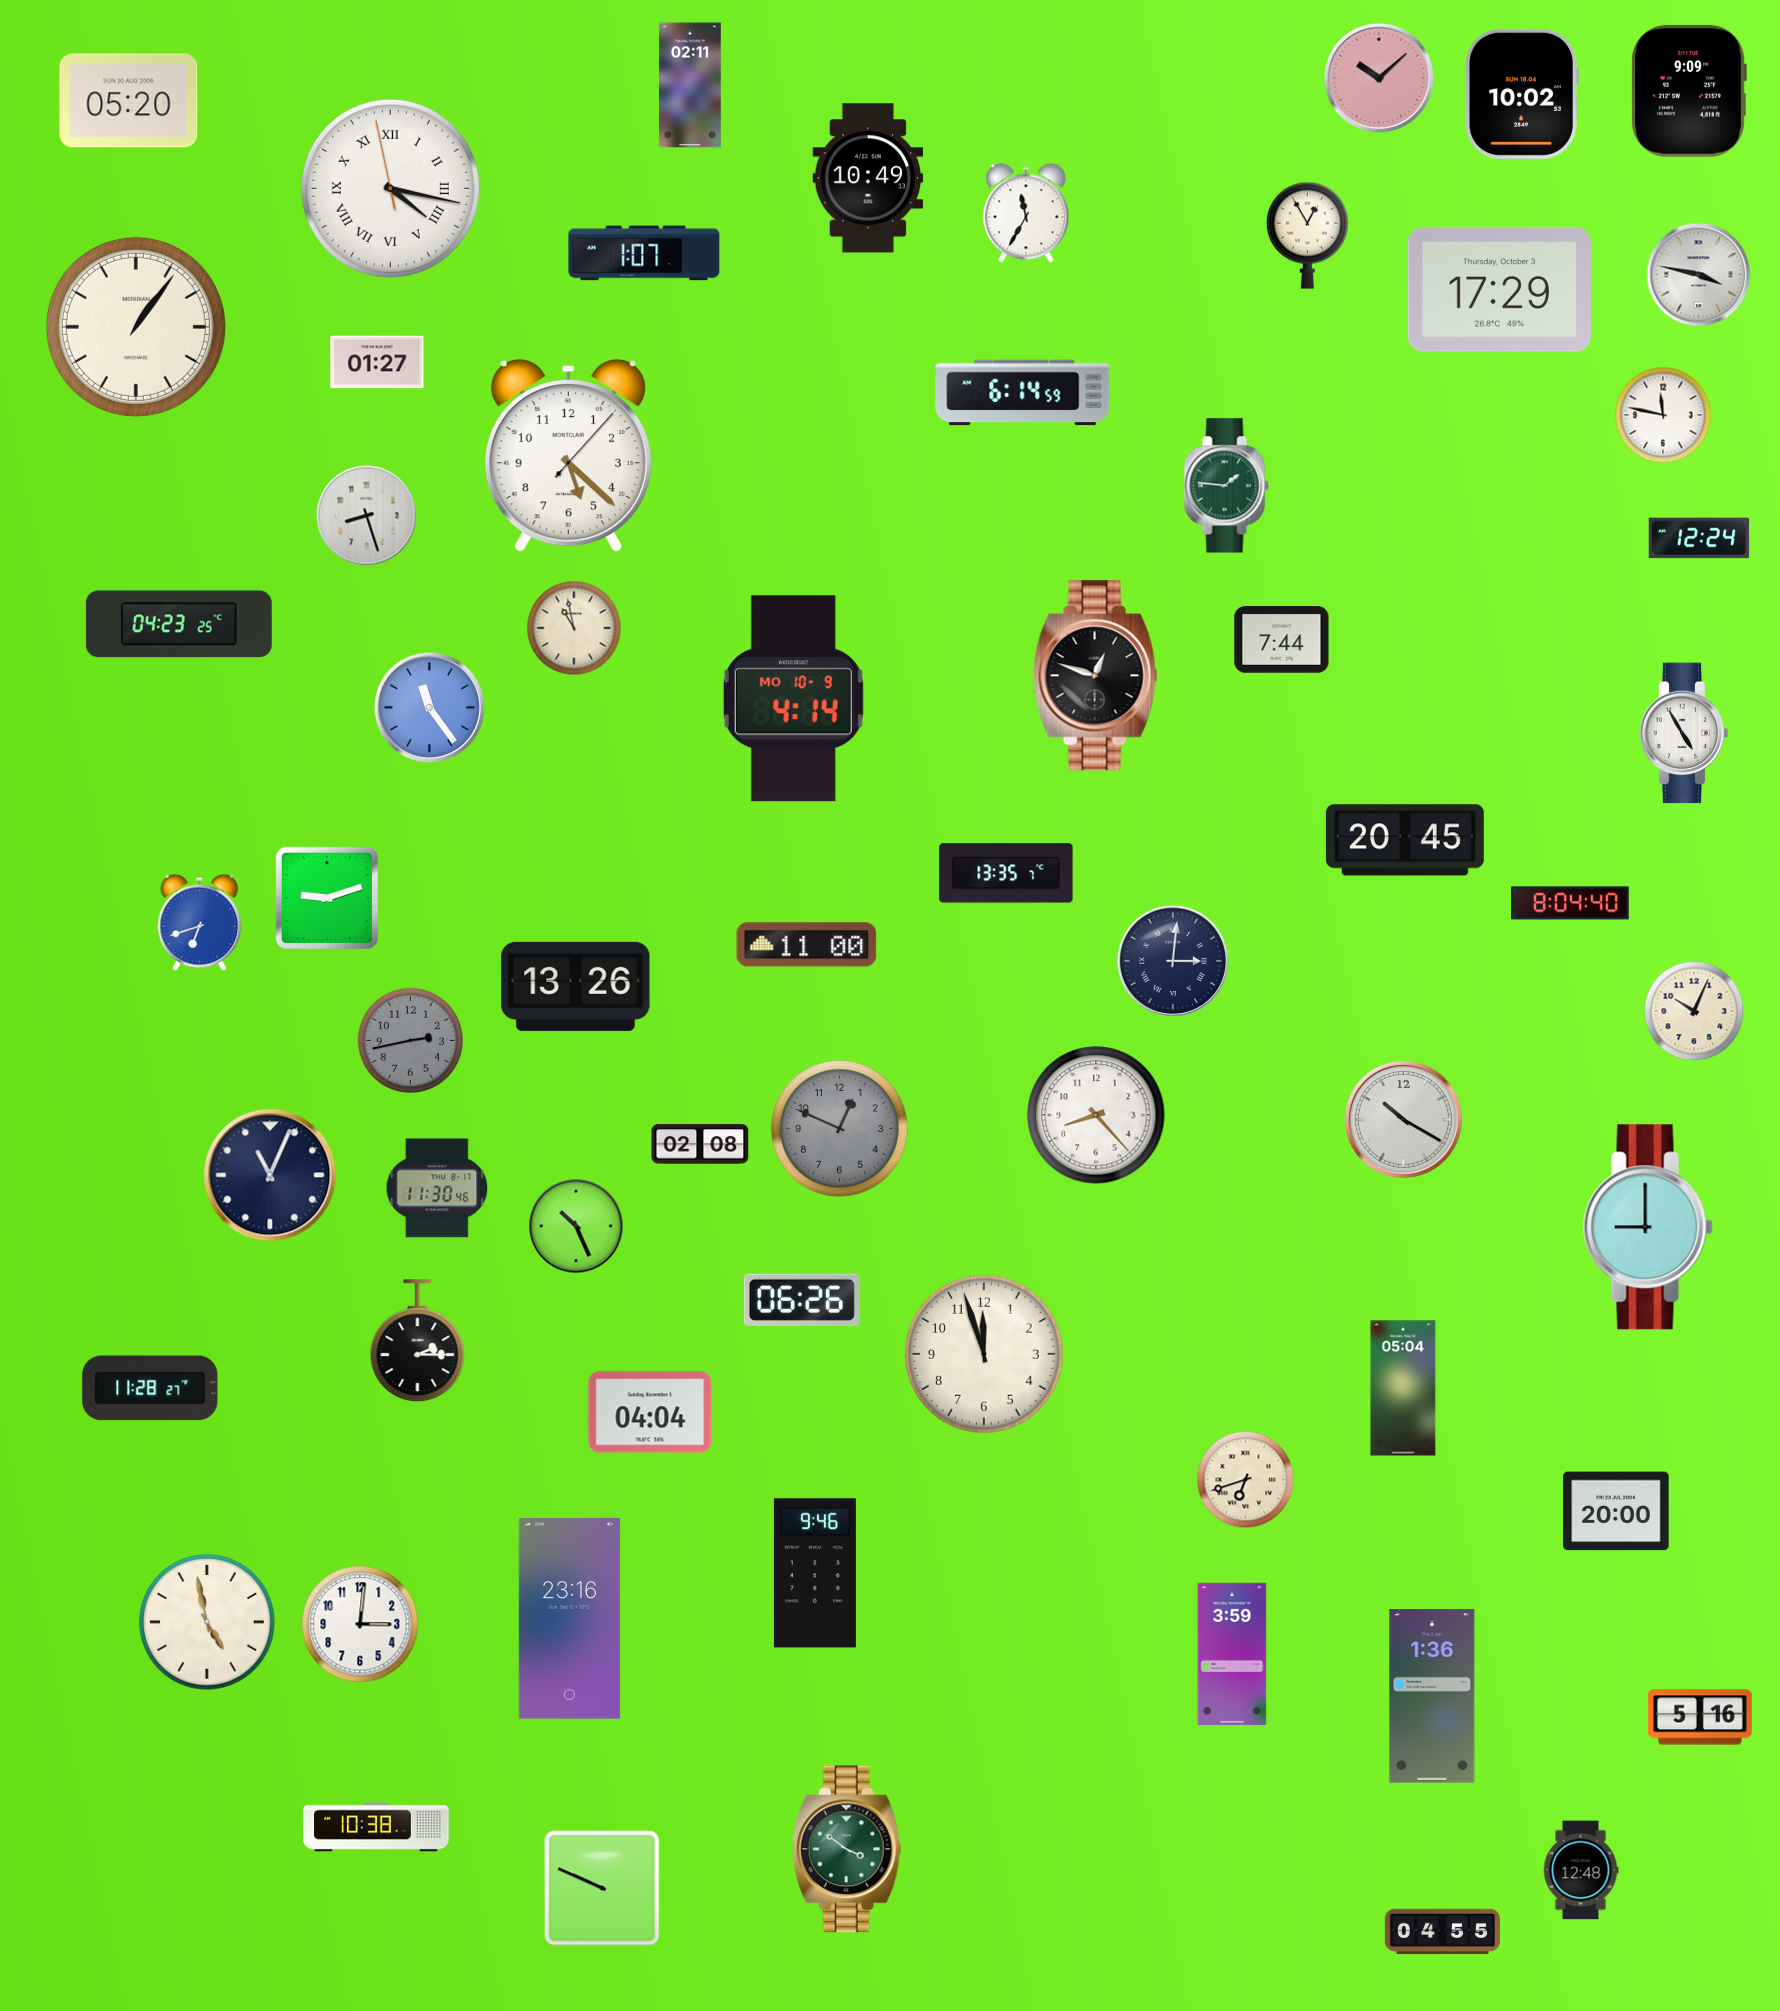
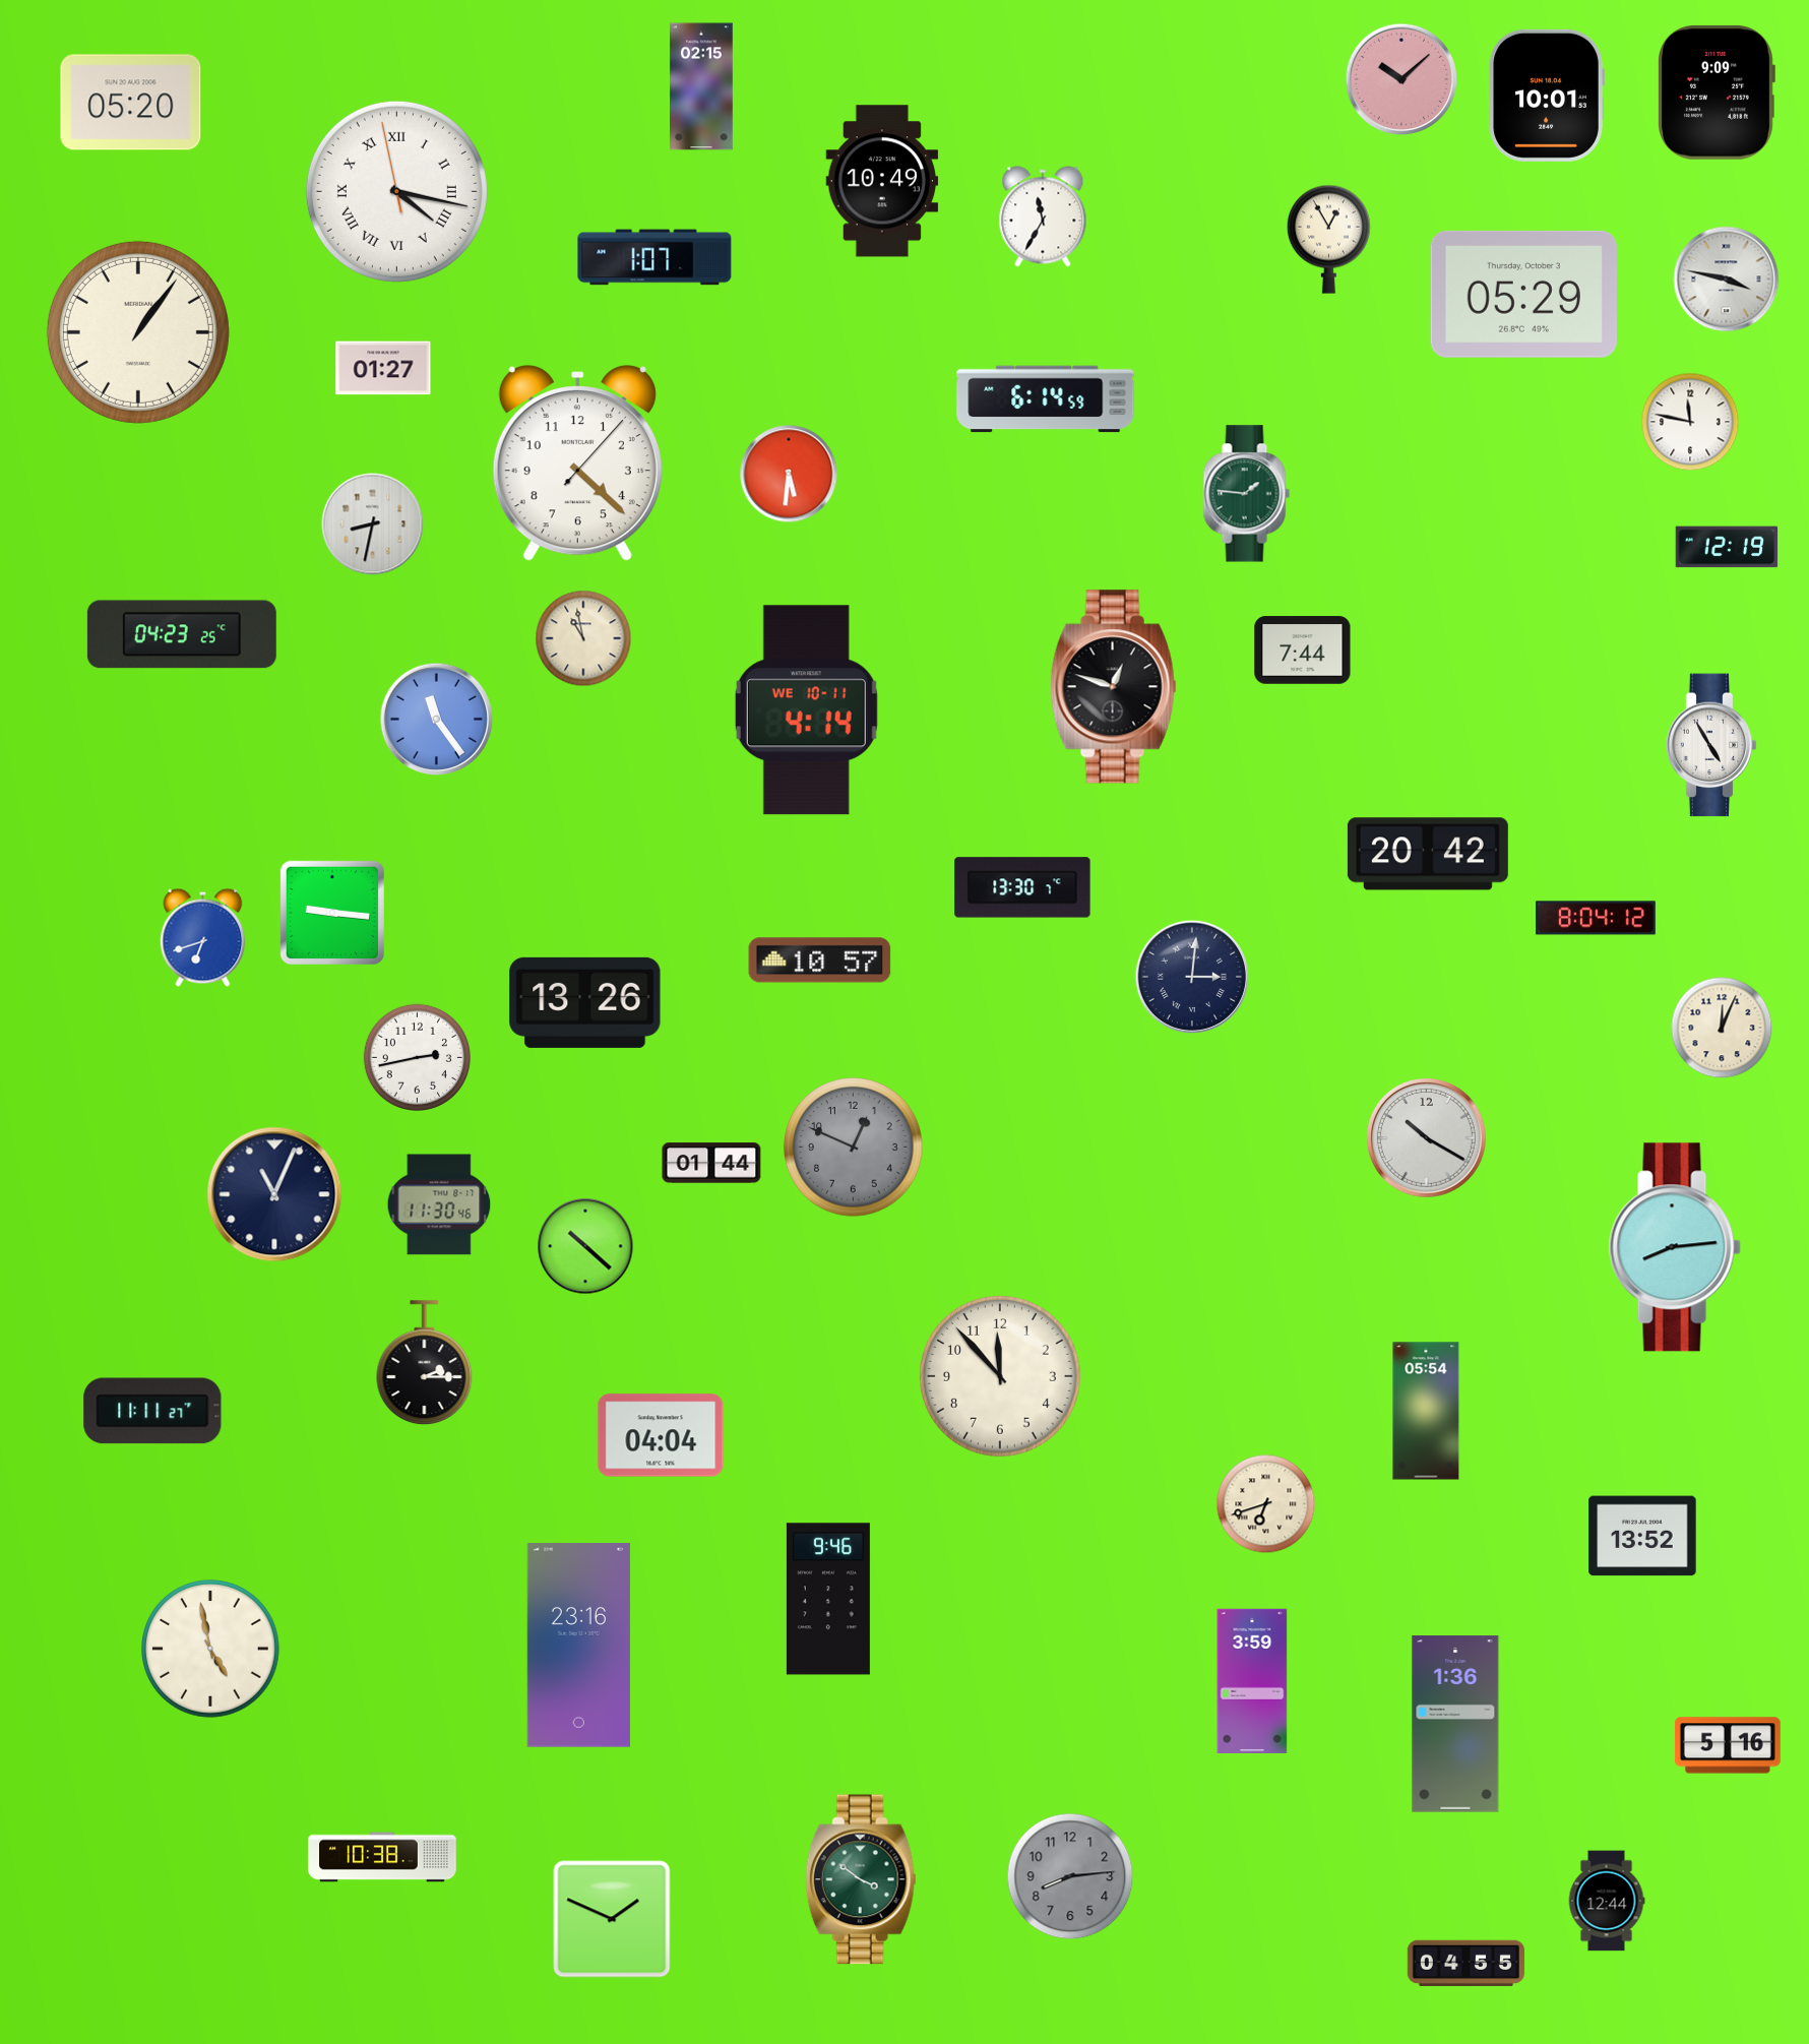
clock at (690, 85): 02:11 -> 02:15
clock at (1522, 94): 10:02 -> 10:01
clock at (1499, 289): 17:29 -> 05:29
clock at (1023, 393) position: (1023, 393) -> (1046, 399)
clock at (568, 456): 5:22 -> 4:22
clock at (789, 474): none -> 5:31
clock at (367, 516): 8:27 -> 8:32
clock at (1699, 538): 12:24 -> 12:19
clock at (793, 699) date: MO 10-9 -> WE 10-11
clock at (1405, 840): 20:45 -> 20:42
clock at (1006, 873): 13:35 -> 13:30
clock at (327, 898): 9:12 -> 9:16
clock at (1571, 903): 8:04:40 -> 8:04:12
clock at (807, 945): 11:00 -> 10:57
clock at (1694, 1011): 10:04 -> 12:04
clock at (410, 1040) dial: grey -> white
clock at (1096, 1115): 8:23 -> none
clock at (700, 1144): 02:08 -> 01:44
clock at (437, 1188) position: (437, 1188) -> (439, 1204)
clock at (576, 1226): 10:26 -> 10:22
clock at (1648, 1227): 9:00 -> 8:14
clock at (802, 1300): 06:26 -> none
clock at (984, 1354): 11:57 -> 11:53
clock at (150, 1388): 11:28 -> 11:11
clock at (1403, 1388): 05:04 -> 05:54
clock at (1616, 1511): 20:00 -> 13:52
clock at (360, 1624): 3:01 -> none
clock at (1070, 1876): none -> 8:14
clock at (1581, 1870): 12:48 -> 12:44
clock at (602, 1888): 9:49 -> 1:49
